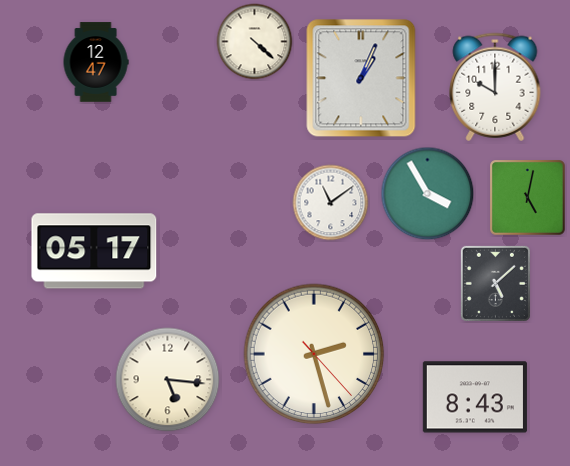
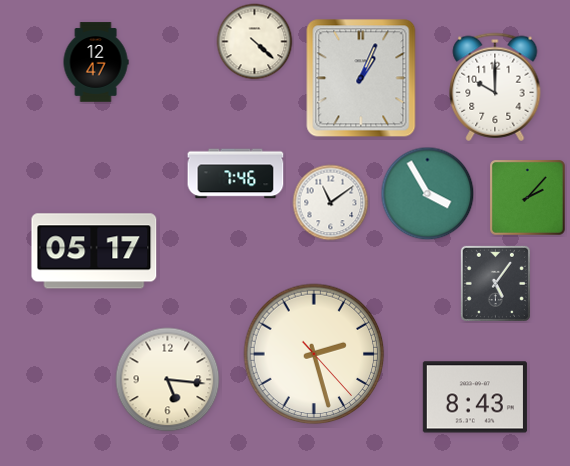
clock at (236, 174): none -> 7:46
clock at (528, 198): 5:02 -> 2:07
clock at (495, 283): 5:08 -> 5:06
